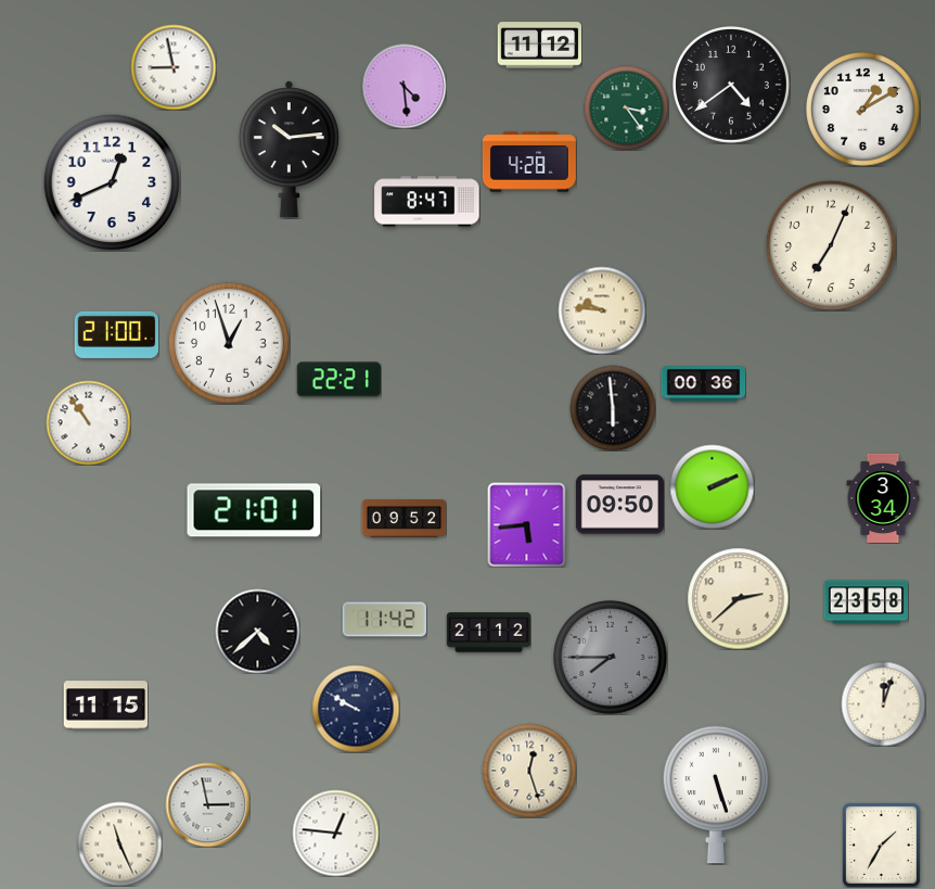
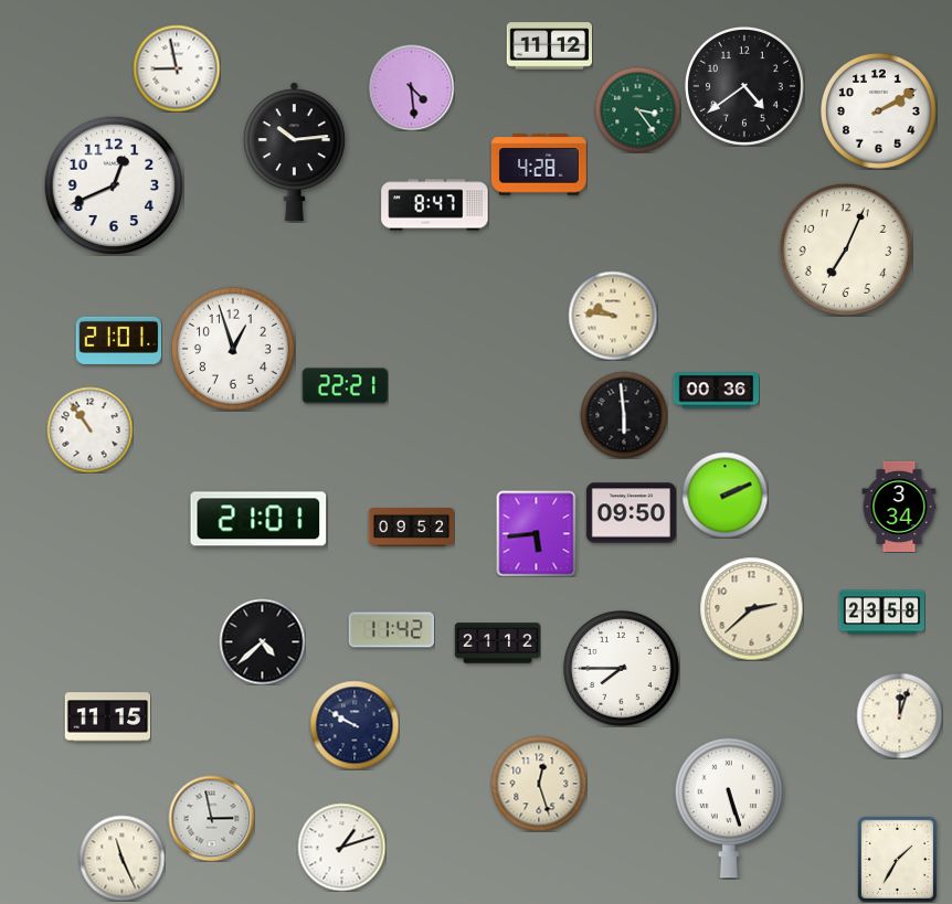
clock at (863, 110): 1:10 -> 2:10
clock at (116, 334): 21:00 -> 21:01
clock at (611, 658) dial: grey -> white
clock at (356, 709) position: (356, 709) -> (355, 725)
clock at (335, 833): 12:46 -> 1:12
